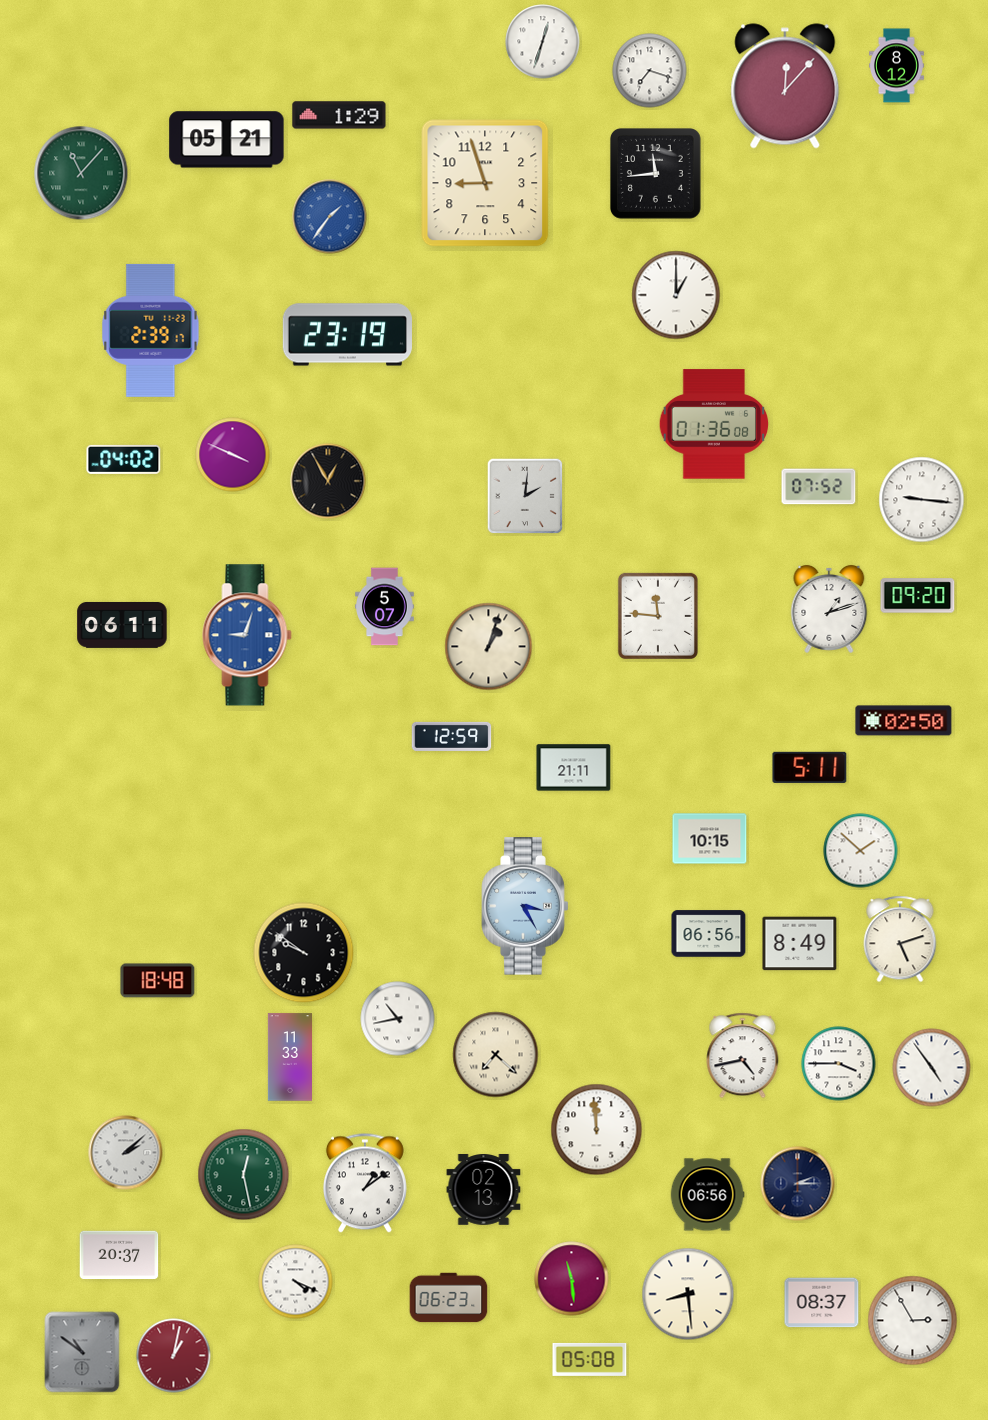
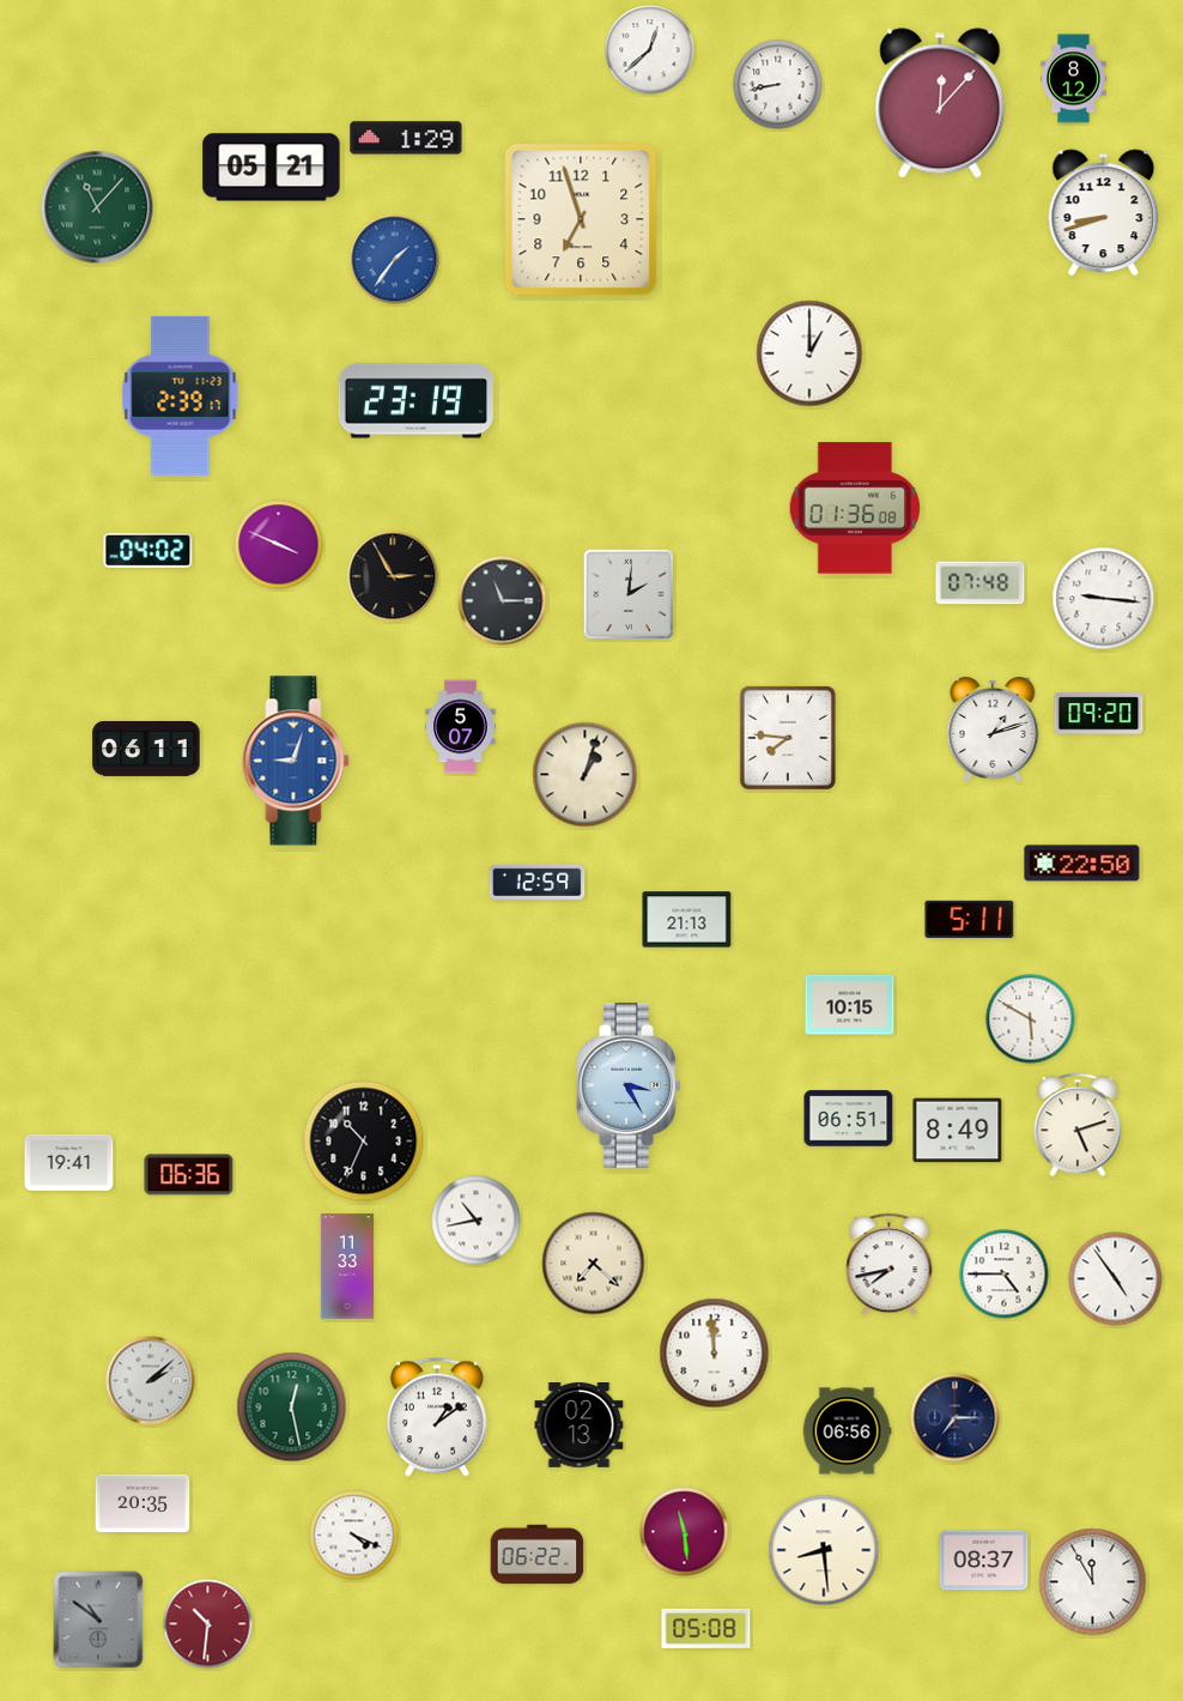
clock at (543, 42): 12:33 -> 12:38
clock at (650, 71): 7:18 -> 8:43
clock at (656, 174): 11:44 -> none
clock at (1104, 213): none -> 8:42
clock at (485, 183): 8:57 -> 6:57
clock at (328, 481): 12:55 -> 2:55
clock at (819, 487): 07:52 -> 07:48
clock at (503, 601): none -> 11:15
clock at (658, 616): 11:46 -> 7:46
clock at (904, 721): 02:50 -> 22:50
clock at (452, 736) position: (452, 736) -> (538, 882)
clock at (574, 768): 21:11 -> 21:13
clock at (861, 851): 1:52 -> 5:50
clock at (709, 934): 06:56 -> 06:51
clock at (304, 953): 9:51 -> 10:34
clock at (69, 1162): none -> 19:41
clock at (158, 981): 18:48 -> 06:36
clock at (743, 1056): 4:43 -> 7:43
clock at (839, 1064): 3:45 -> 4:45
clock at (798, 1184): 2:15 -> 7:15
clock at (119, 1255): 20:37 -> 20:35
clock at (449, 1298): 06:23 -> 06:22
clock at (913, 1321): 2:55 -> 11:55
clock at (174, 1356): 1:02 -> 10:31
